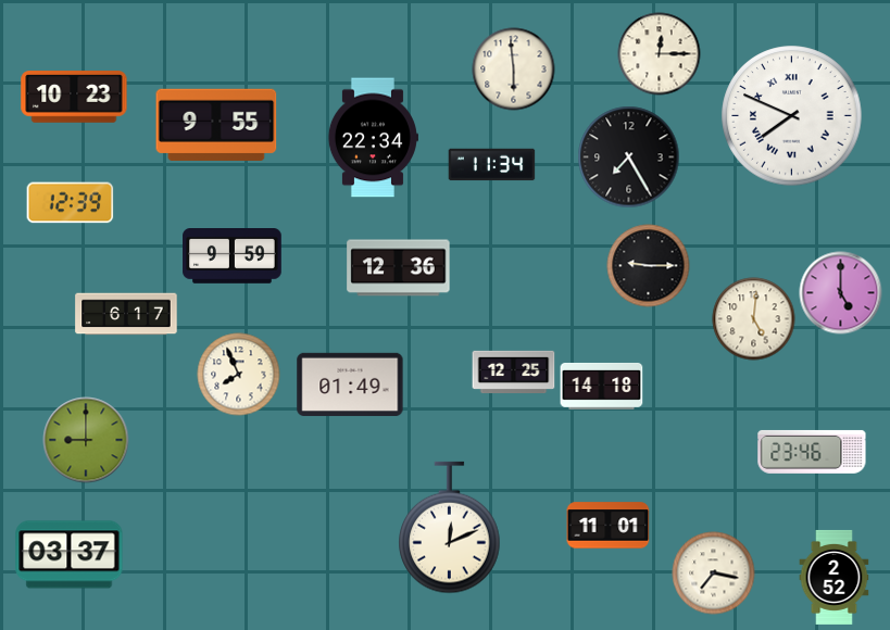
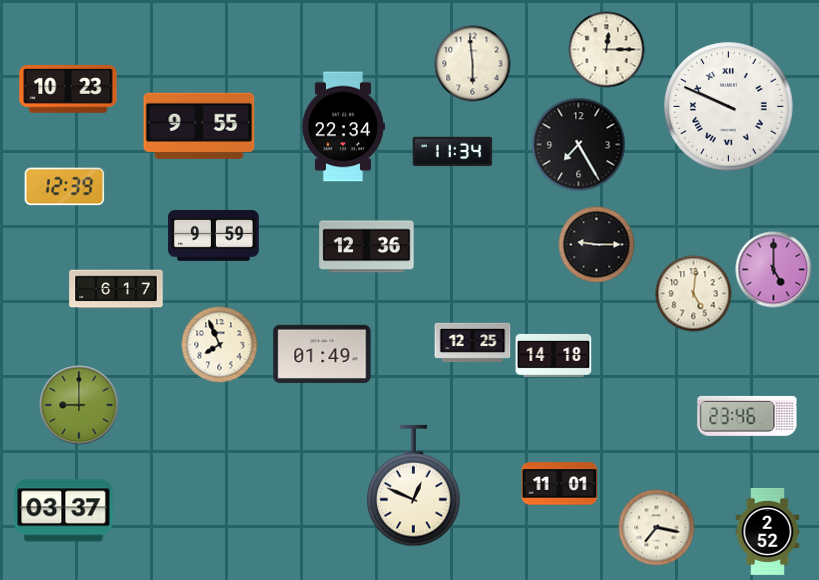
clock at (792, 116): 7:49 -> 9:49
clock at (216, 125) position: (216, 125) -> (199, 126)
clock at (450, 528): 12:11 -> 12:49
